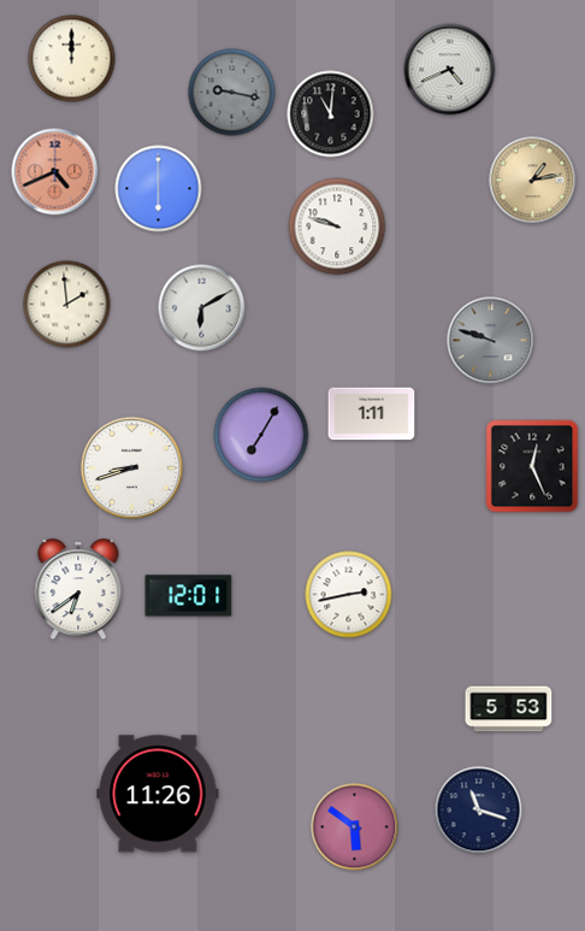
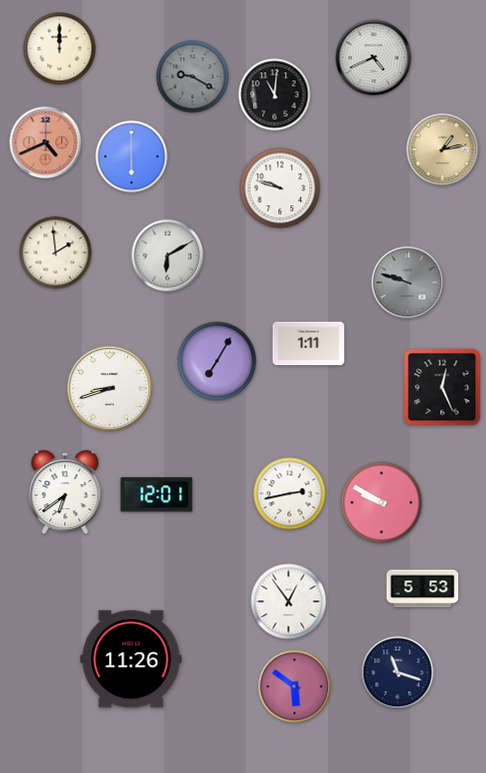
clock at (232, 93): 9:17 -> 9:20
clock at (78, 590) position: (78, 590) -> (65, 493)
clock at (382, 503): none -> 9:50
clock at (289, 602): none -> 12:54
